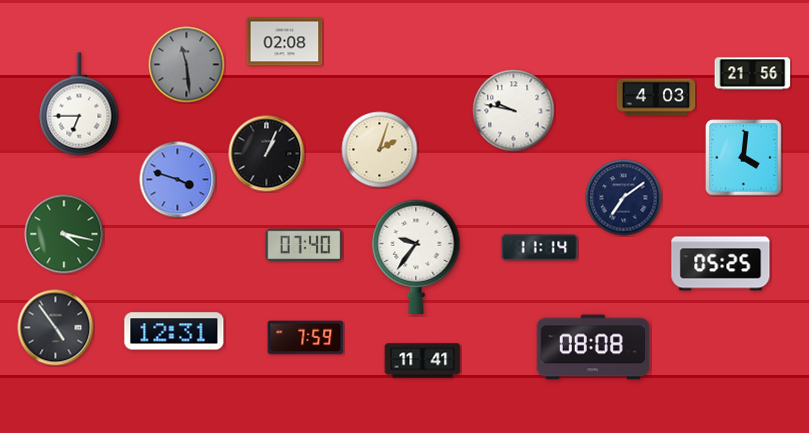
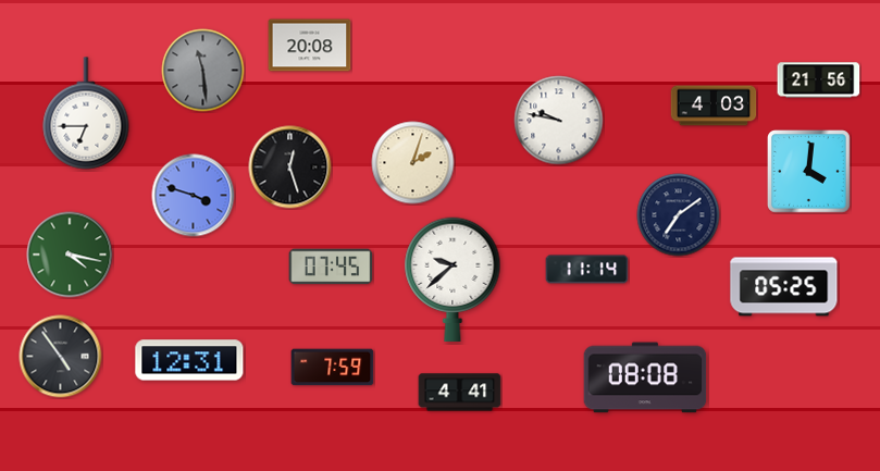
clock at (285, 42): 02:08 -> 20:08
clock at (267, 154): 1:04 -> 12:27
clock at (304, 245): 07:40 -> 07:45
clock at (416, 256): 9:36 -> 9:38
clock at (423, 361): 11:41 -> 4:41
